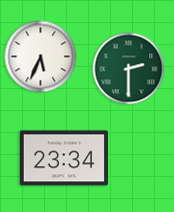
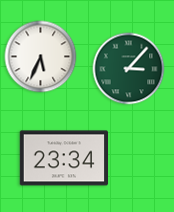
clock at (129, 69): 2:30 -> 3:07
